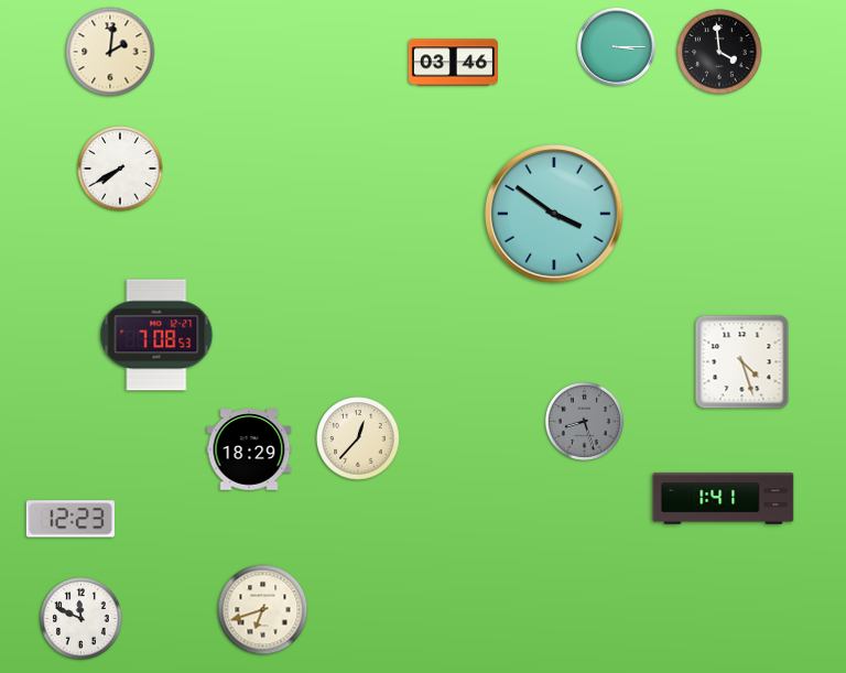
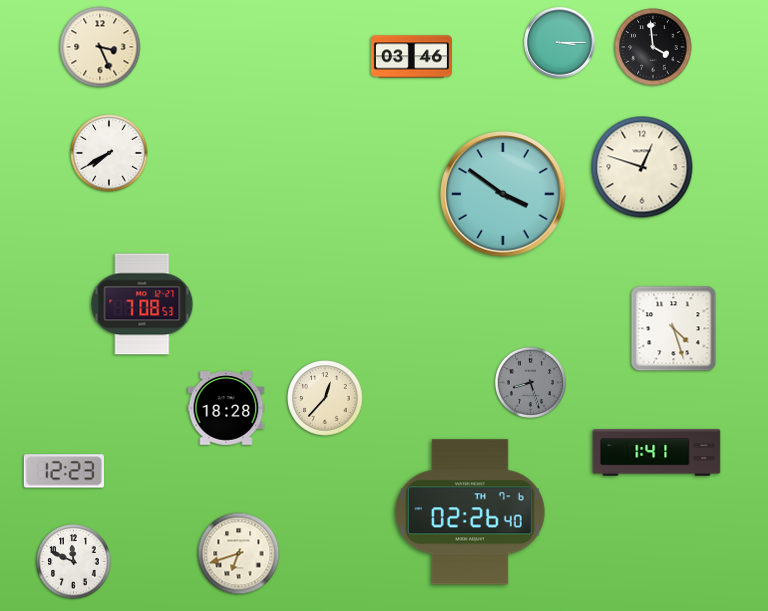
clock at (110, 52): 2:01 -> 3:26
clock at (642, 167): none -> 12:48
clock at (249, 449): 18:29 -> 18:28
clock at (470, 512): none -> 02:26
